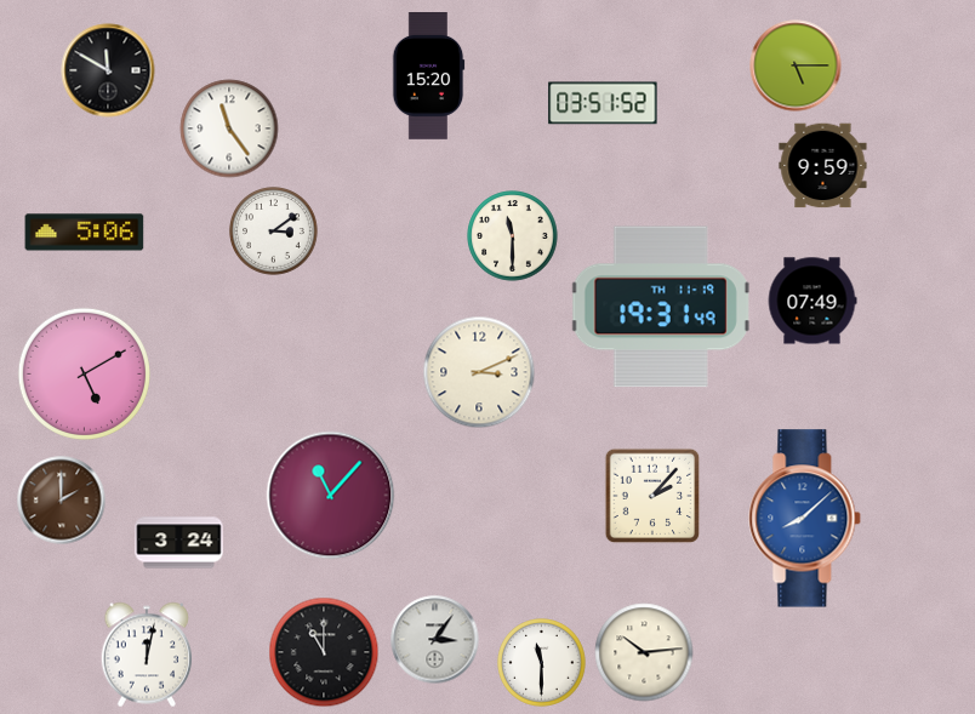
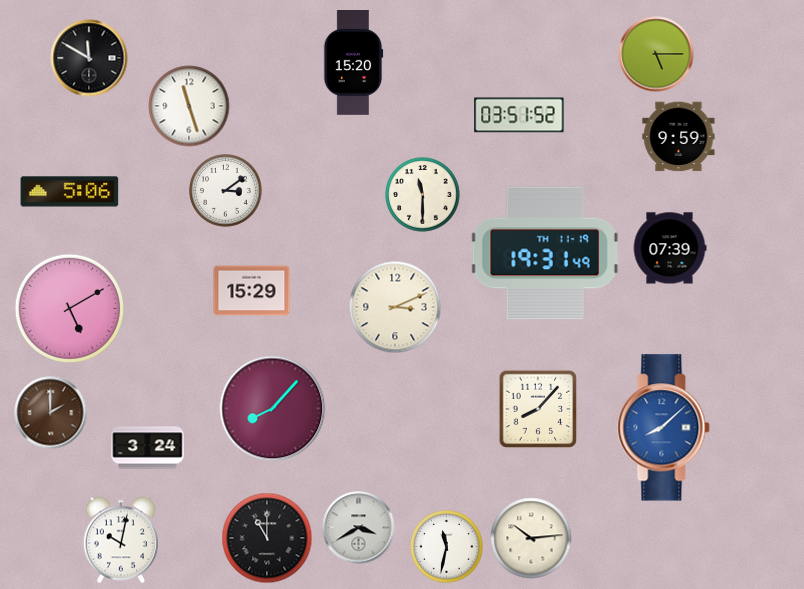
clock at (603, 103) position: (603, 103) -> (519, 115)
clock at (229, 128): 11:24 -> 11:27
clock at (812, 301): 07:49 -> 07:39
clock at (252, 291): none -> 15:29
clock at (331, 496): 11:07 -> 8:07
clock at (652, 496): 2:07 -> 8:07
clock at (435, 640): 3:06 -> 3:40
clock at (147, 655): 12:02 -> 10:02
clock at (542, 663): 11:30 -> 11:32
